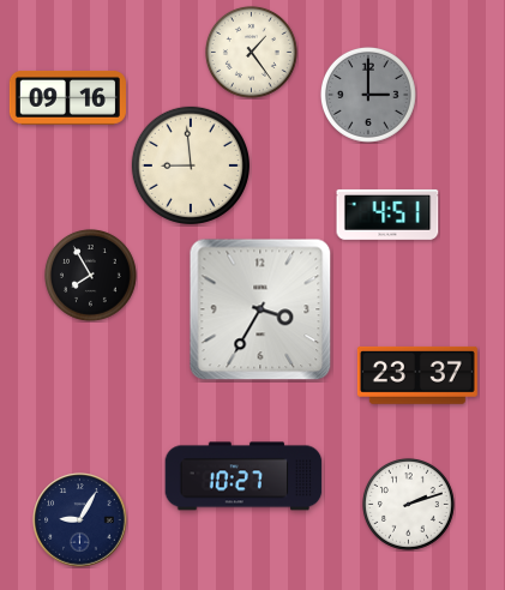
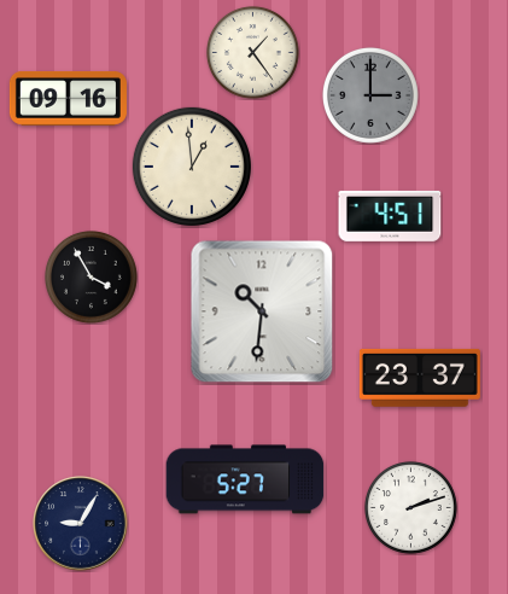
clock at (191, 165): 8:59 -> 12:59
clock at (90, 275): 7:55 -> 3:55
clock at (260, 309): 3:35 -> 10:31
clock at (244, 476): 10:27 -> 5:27
